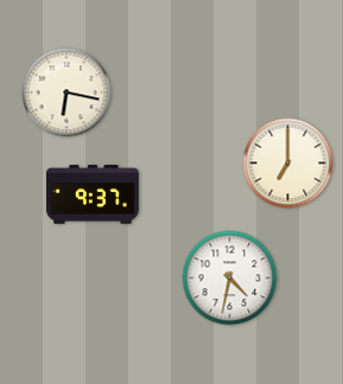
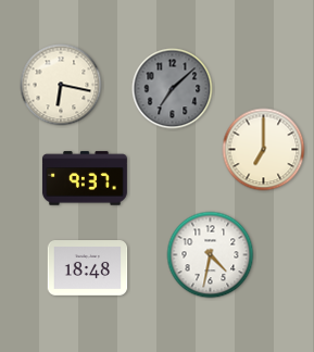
clock at (173, 89): none -> 7:08
clock at (88, 268): none -> 18:48
